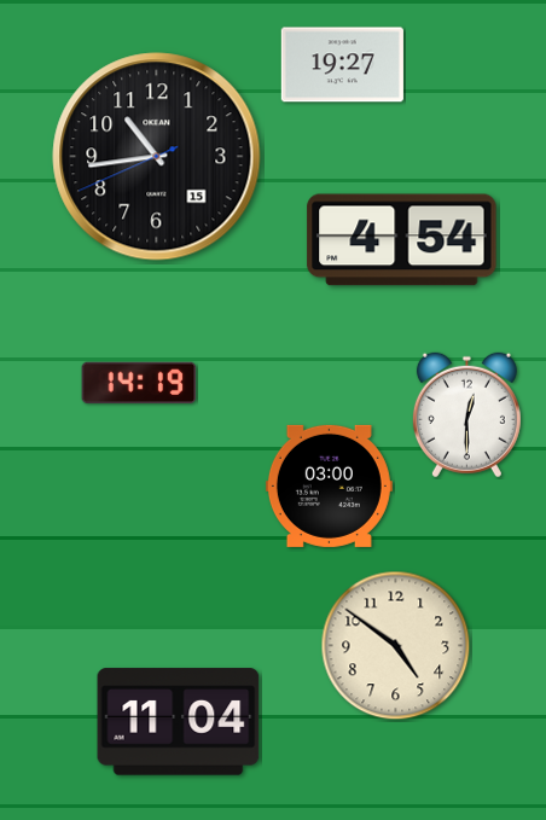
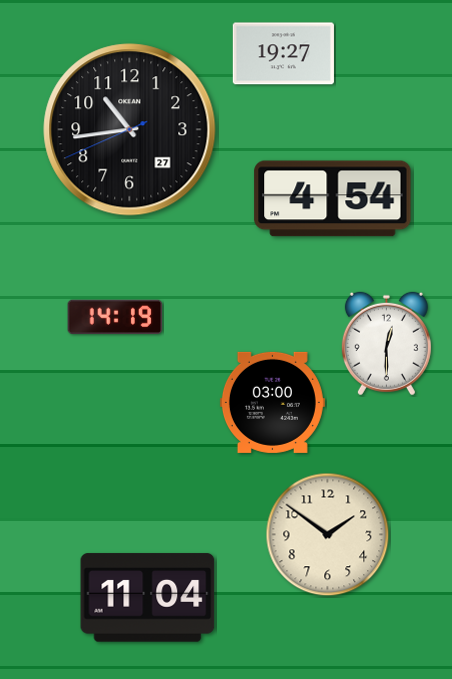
clock at (157, 157) date: 15 -> 27
clock at (396, 646): 4:51 -> 1:51
